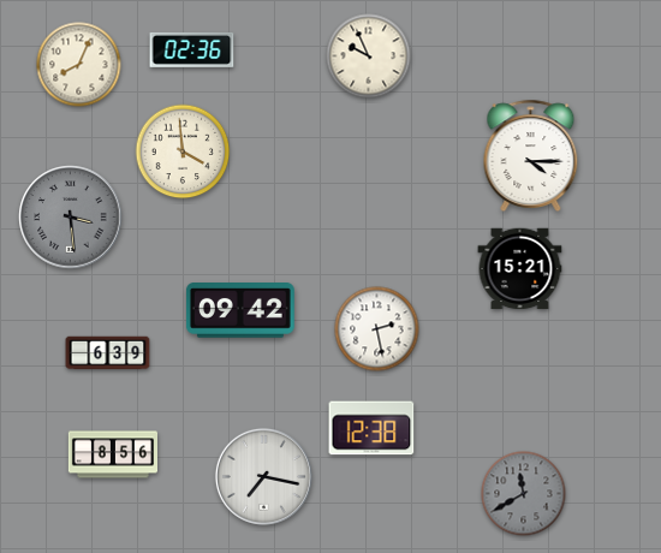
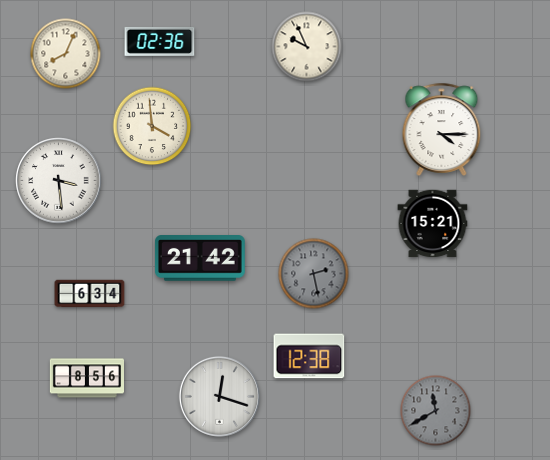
clock at (71, 218) dial: grey -> white
clock at (240, 311): 09:42 -> 21:42
clock at (377, 329) dial: white -> grey
clock at (108, 353): 6:39 -> 6:34
clock at (112, 454) position: (112, 454) -> (86, 378)
clock at (263, 476): 7:17 -> 12:18
